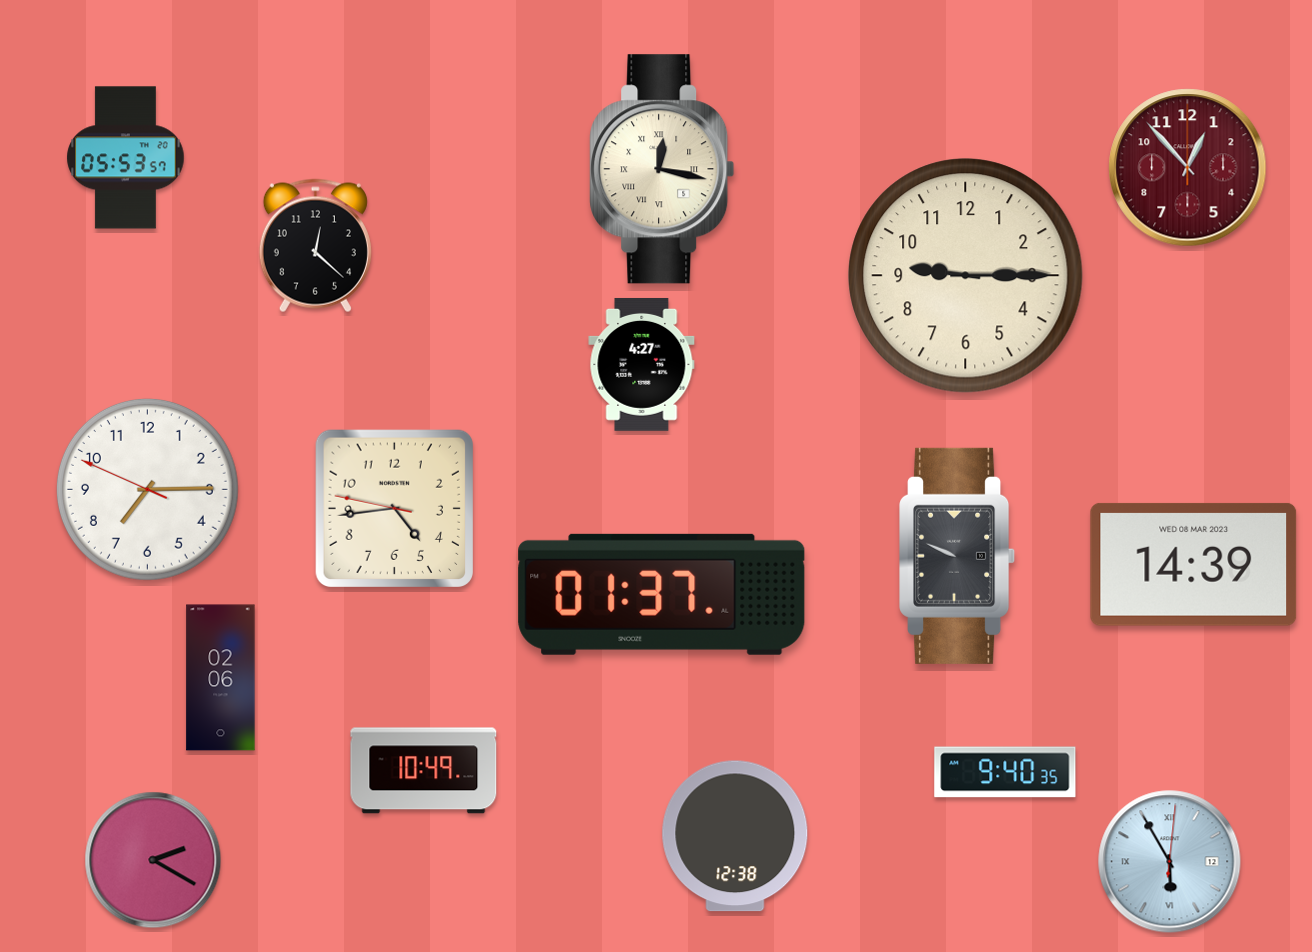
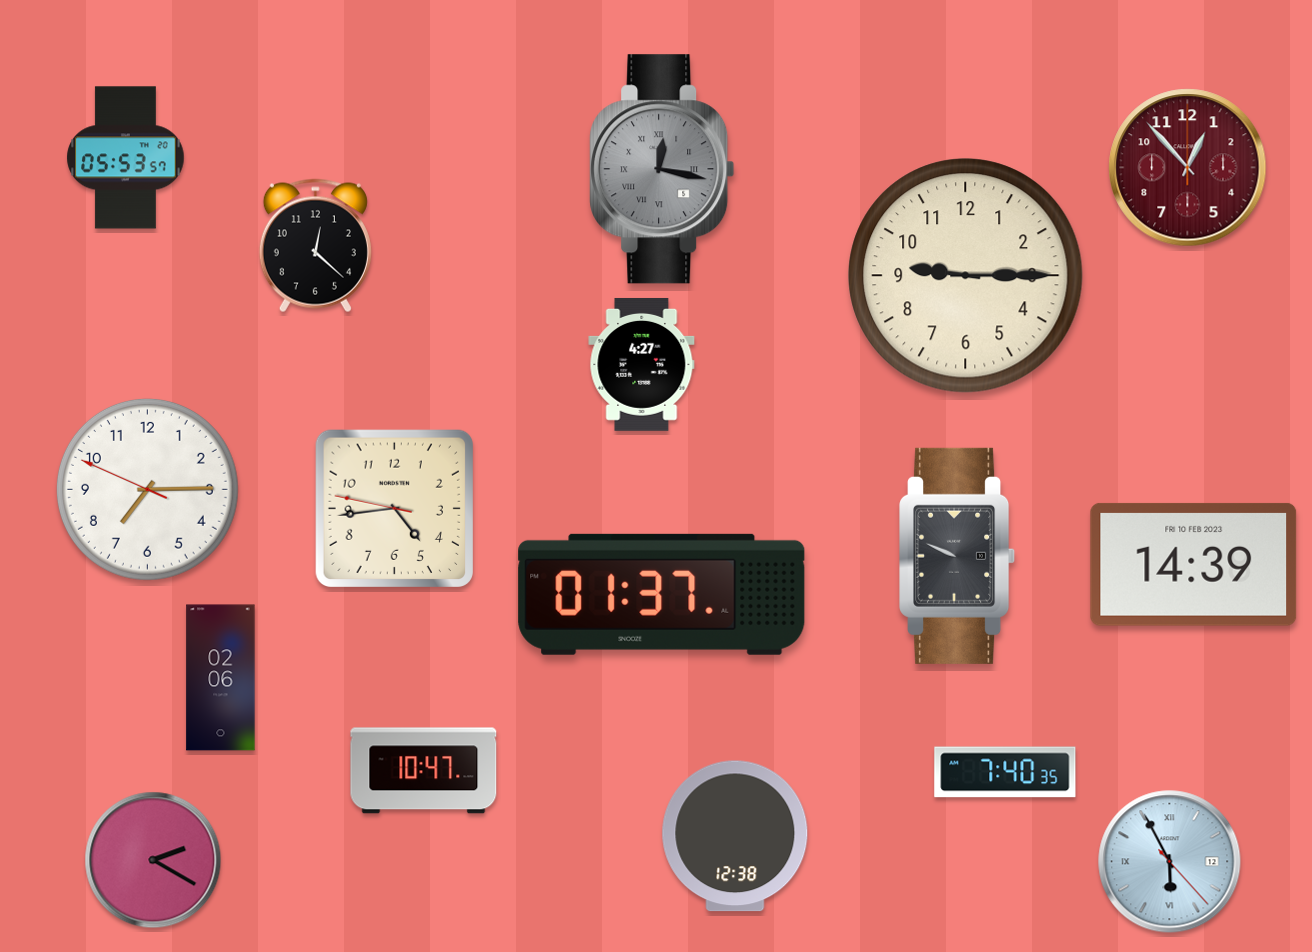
clock at (662, 169) dial: cream -> grey
clock at (1194, 564) date: WED 08 MAR 2023 -> FRI 10 FEB 2023
clock at (424, 771): 10:49 -> 10:47
clock at (1005, 772): 9:40 -> 7:40
clock at (1170, 862): 5:55:01 -> 5:55:23
